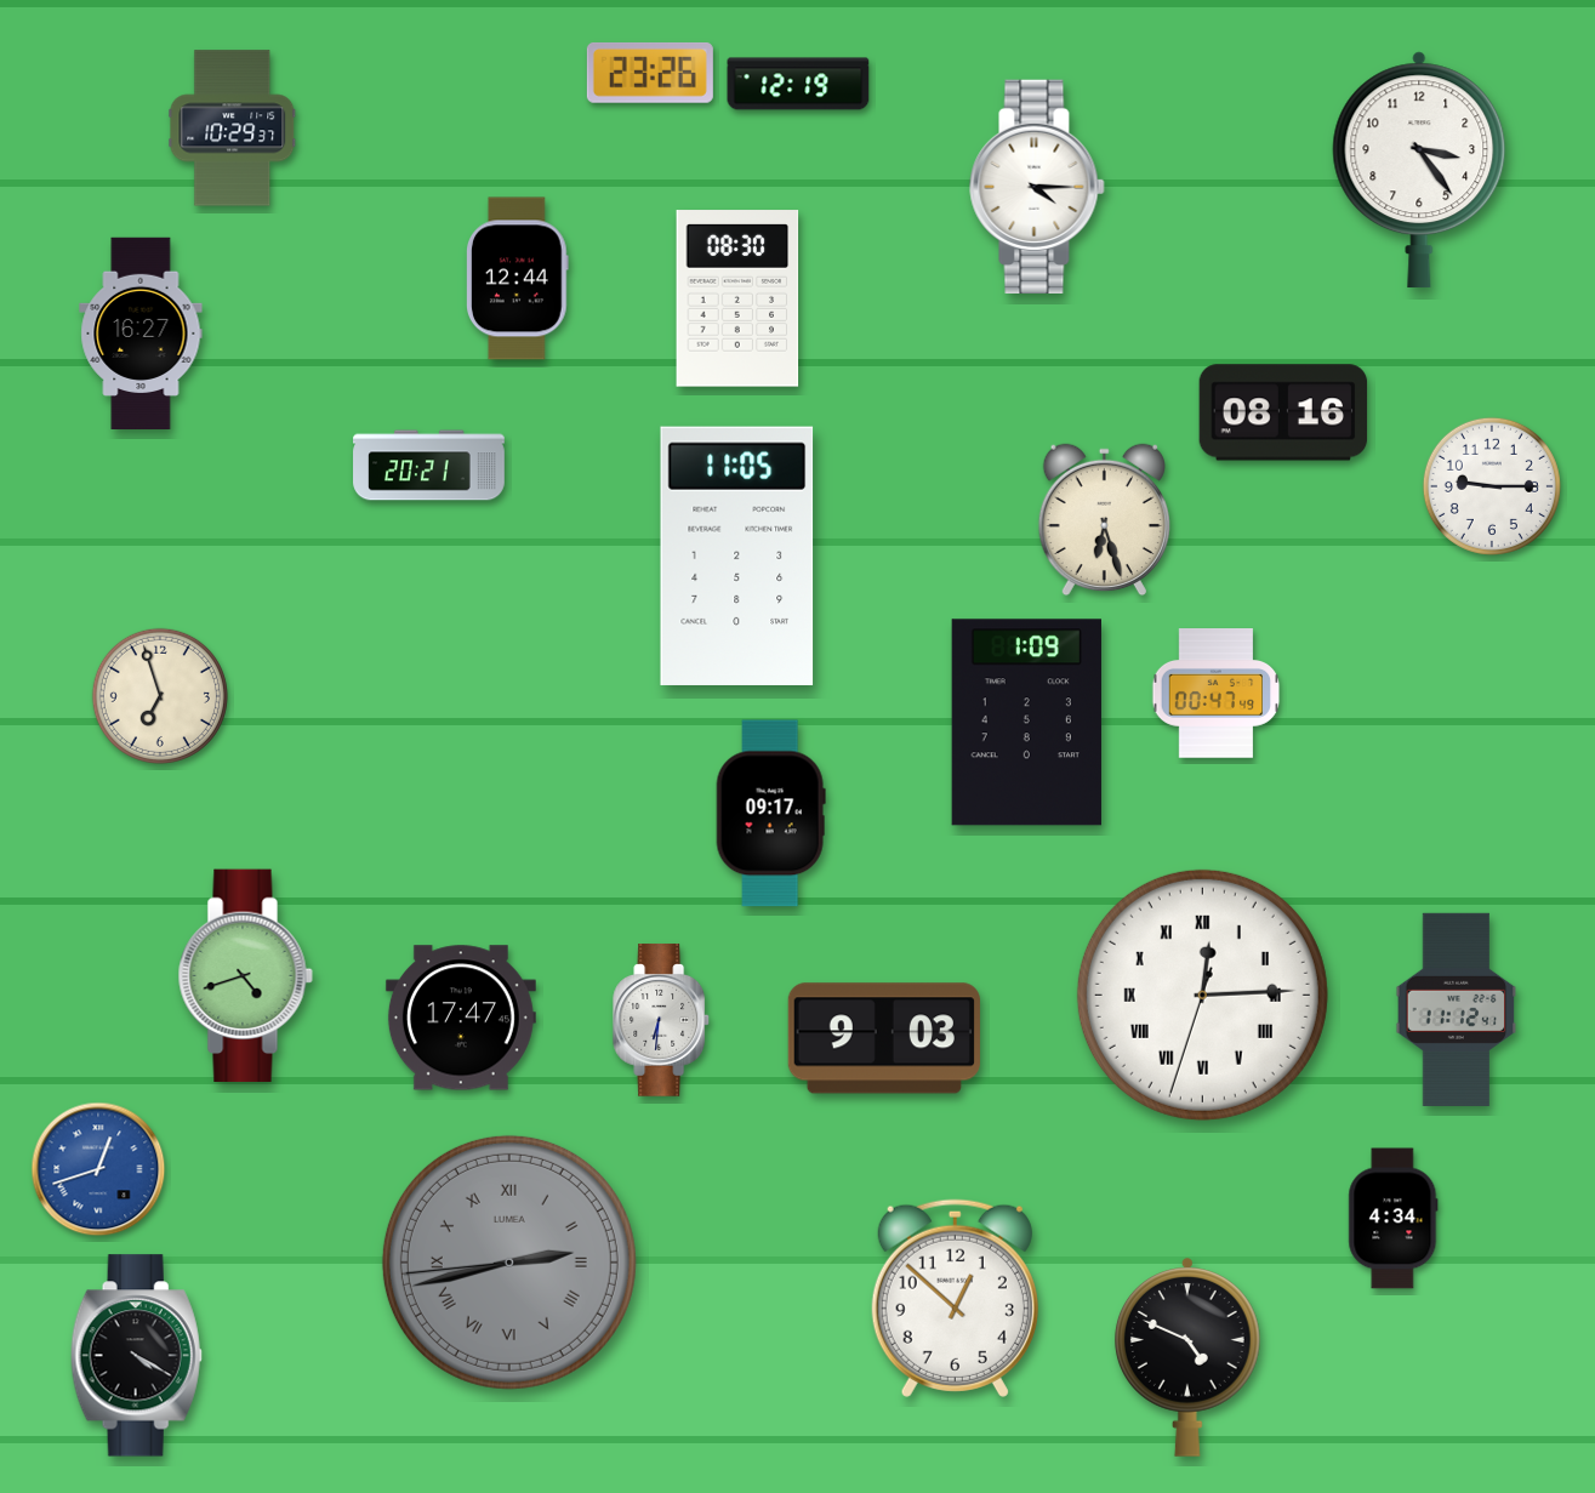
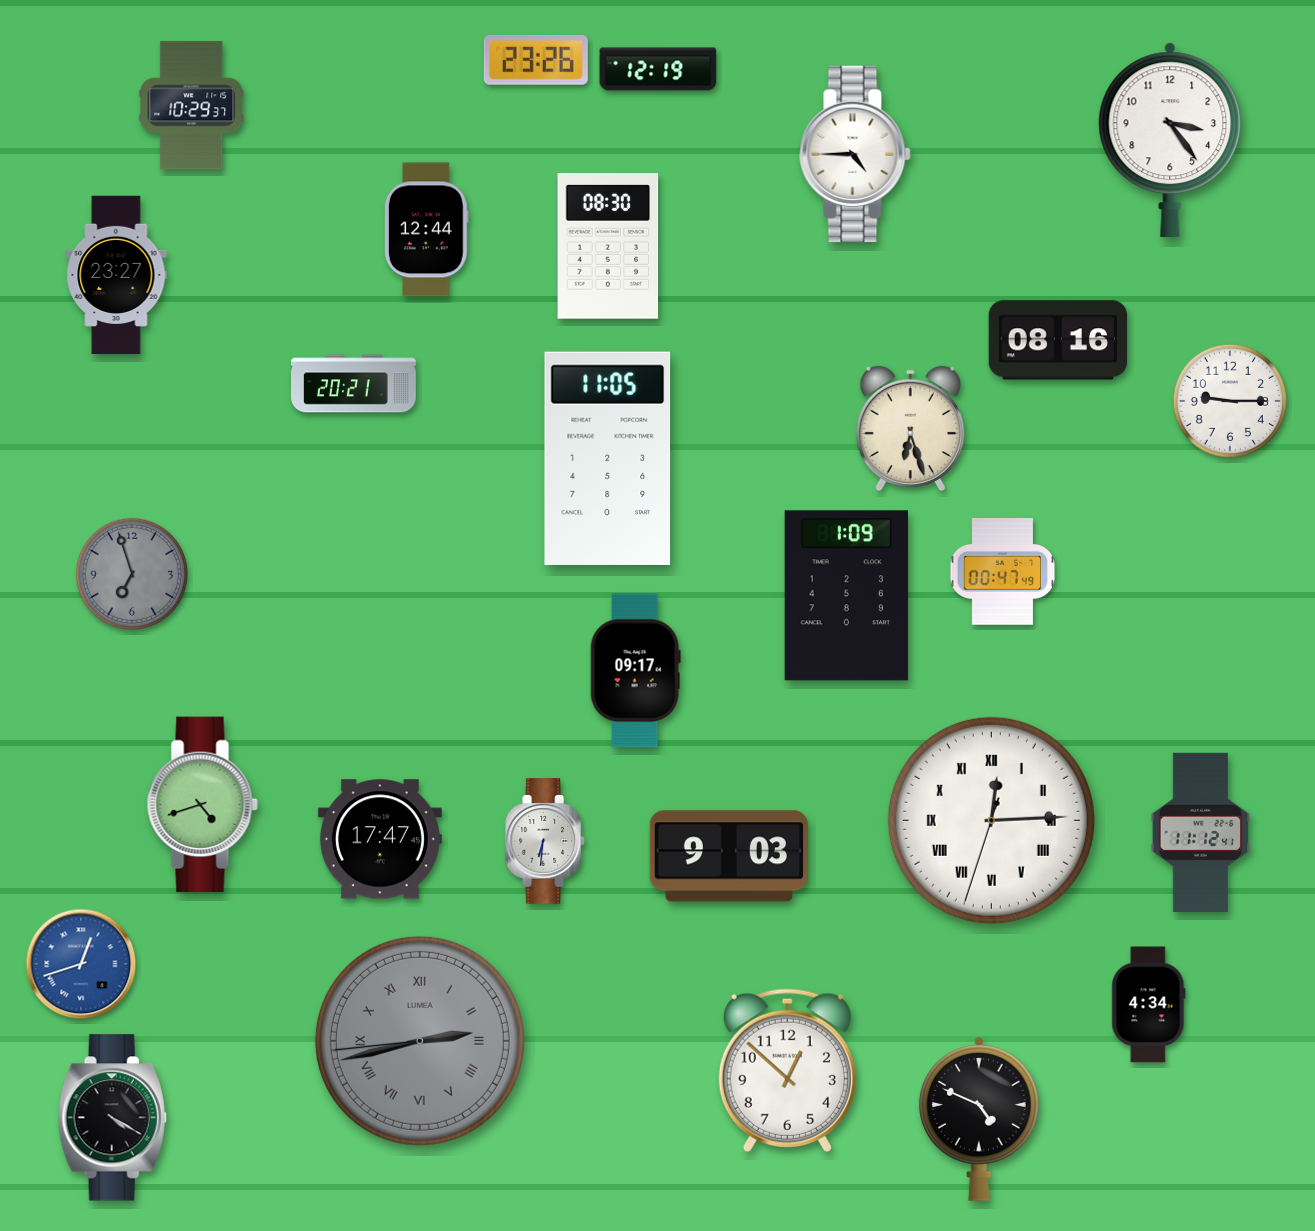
clock at (1037, 186): 4:15 -> 4:45
clock at (141, 332): 16:27 -> 23:27
clock at (160, 696) dial: cream -> grey
